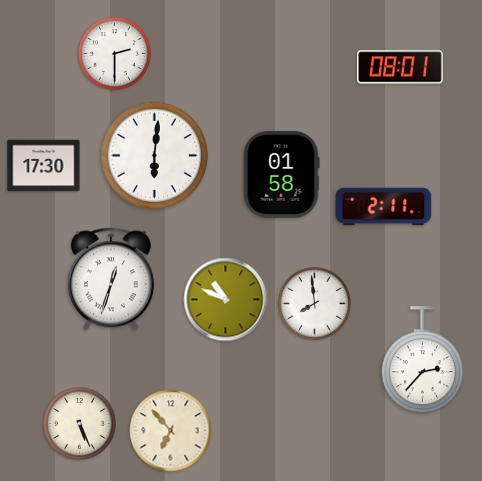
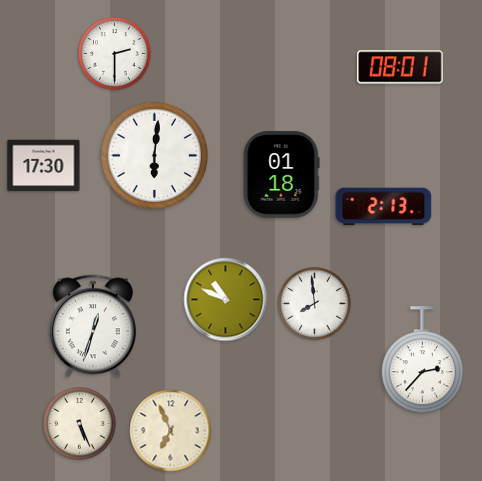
clock at (282, 175): 01:58 -> 01:18
clock at (384, 207): 2:11 -> 2:13
clock at (111, 279) position: (111, 279) -> (93, 326)
clock at (171, 431): 6:53 -> 6:56
